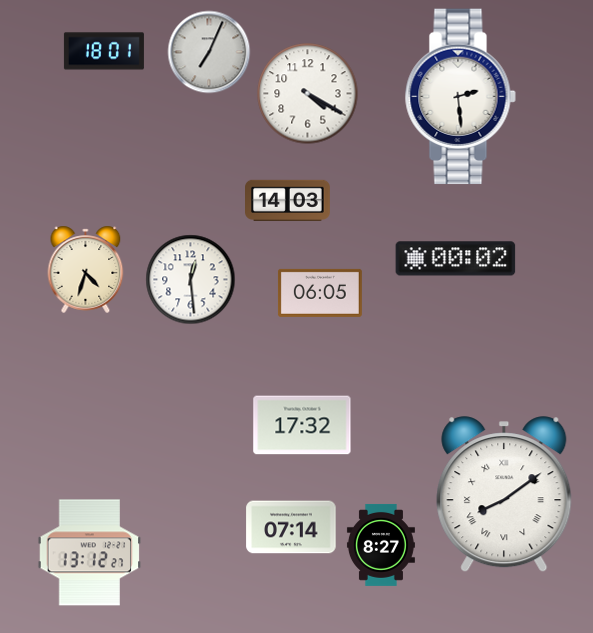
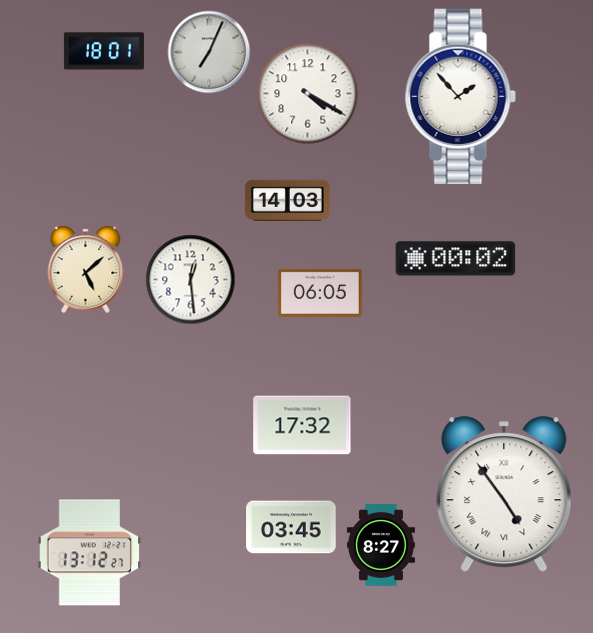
clock at (460, 97): 2:29 -> 1:53
clock at (86, 269): 4:33 -> 5:08
clock at (504, 495): 8:09 -> 4:54
clock at (291, 527): 07:14 -> 03:45
